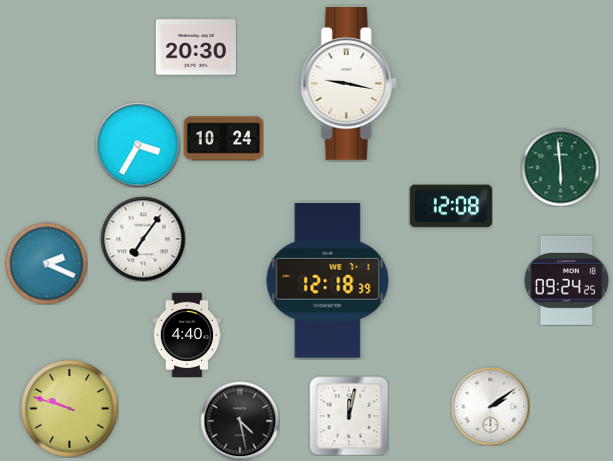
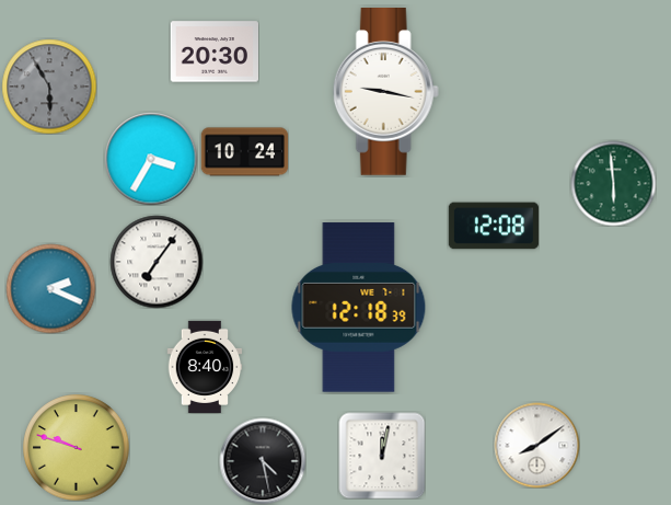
clock at (49, 87): none -> 5:55
clock at (348, 84) position: (348, 84) -> (385, 92)
clock at (566, 280): 09:24 -> none
clock at (187, 335): 4:40 -> 8:40
clock at (490, 406): 2:09 -> 8:09
